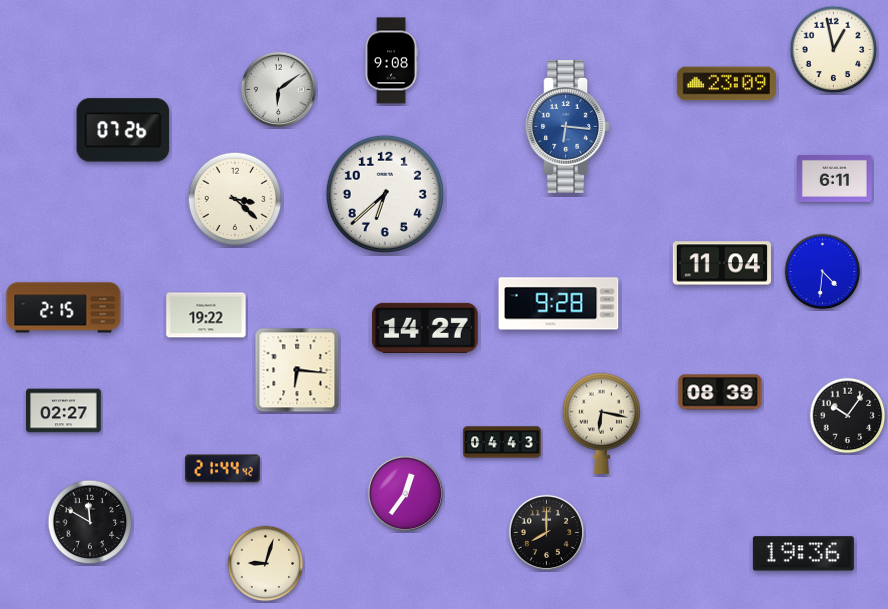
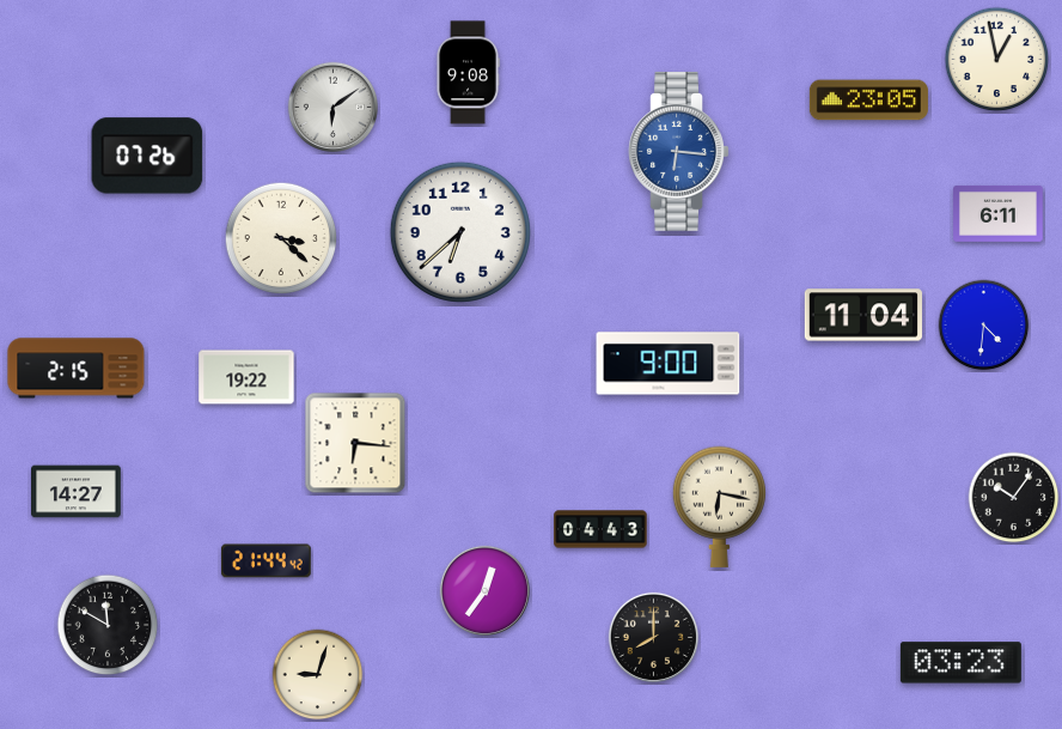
clock at (726, 84): 23:09 -> 23:05
clock at (559, 304): 9:28 -> 9:00
clock at (425, 328): 14:27 -> none
clock at (720, 392): 08:39 -> none
clock at (64, 411): 02:27 -> 14:27
clock at (803, 554): 19:36 -> 03:23
